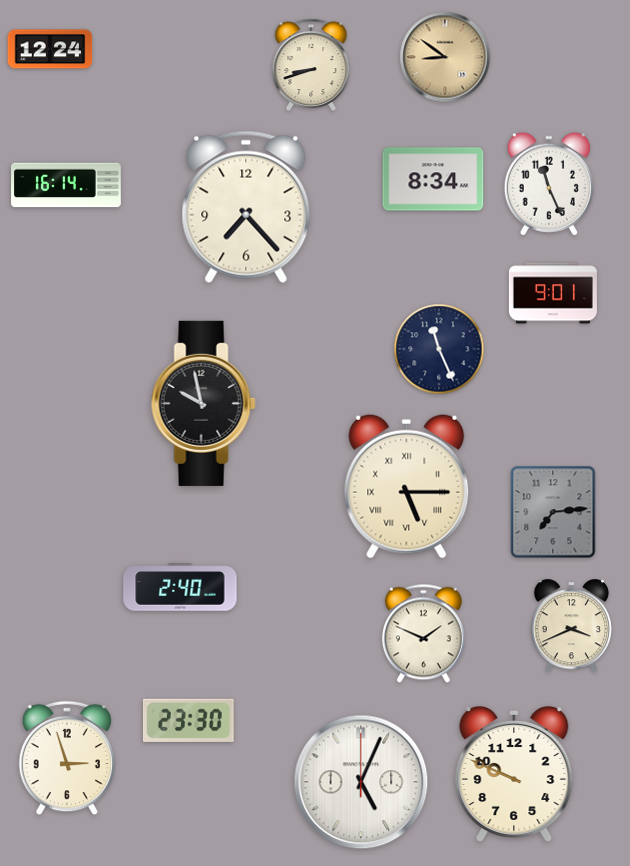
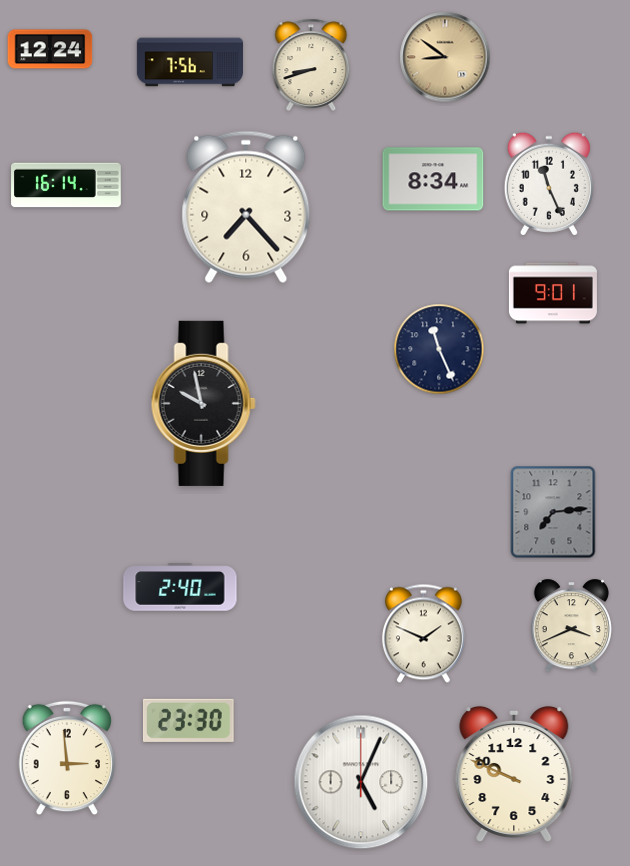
clock at (189, 62): none -> 7:56
clock at (407, 486): 5:15 -> none
clock at (66, 758): 2:57 -> 2:59
